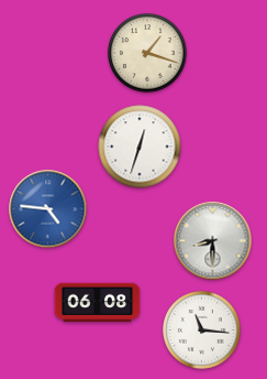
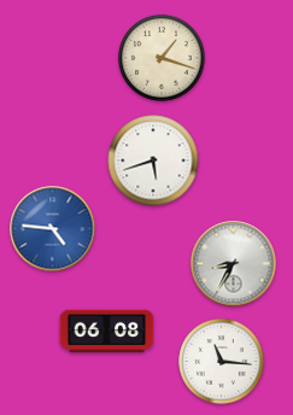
clock at (140, 147): 12:33 -> 5:42
clock at (213, 241): 8:30 -> 8:35
